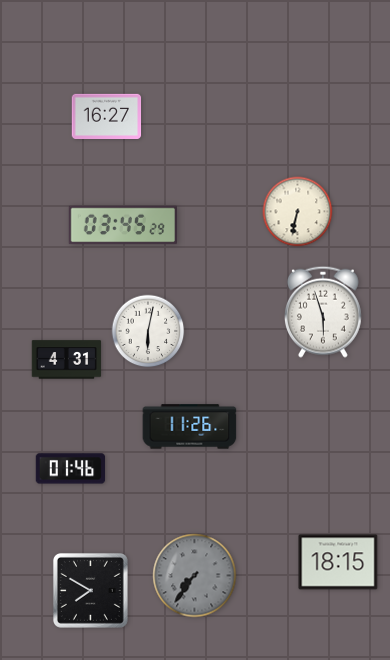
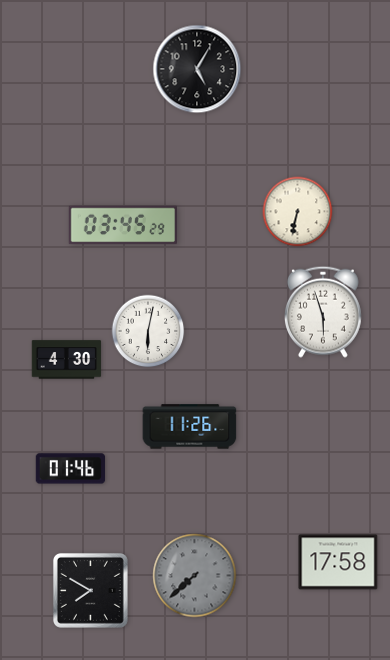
clock at (197, 69): none -> 5:05
clock at (107, 116): 16:27 -> none
clock at (67, 360): 4:31 -> 4:30
clock at (338, 562): 18:15 -> 17:58
clock at (195, 576): 7:36 -> 7:38
